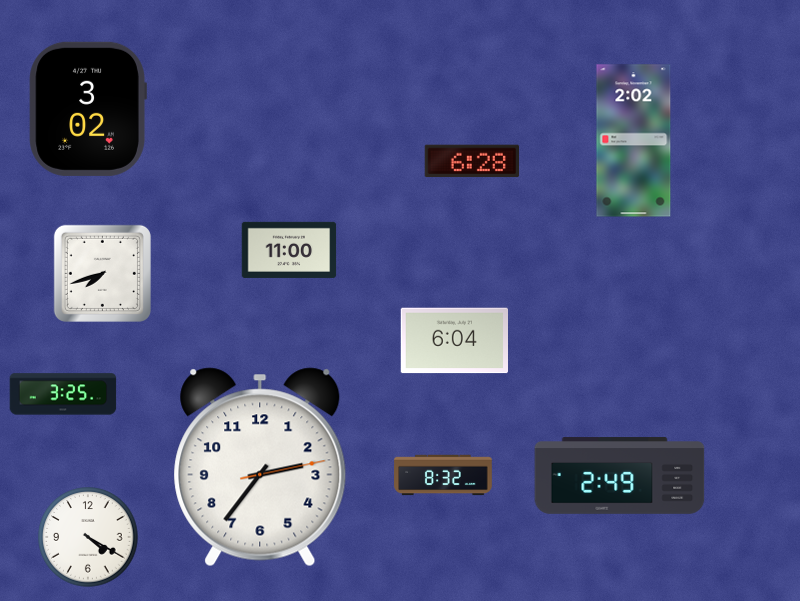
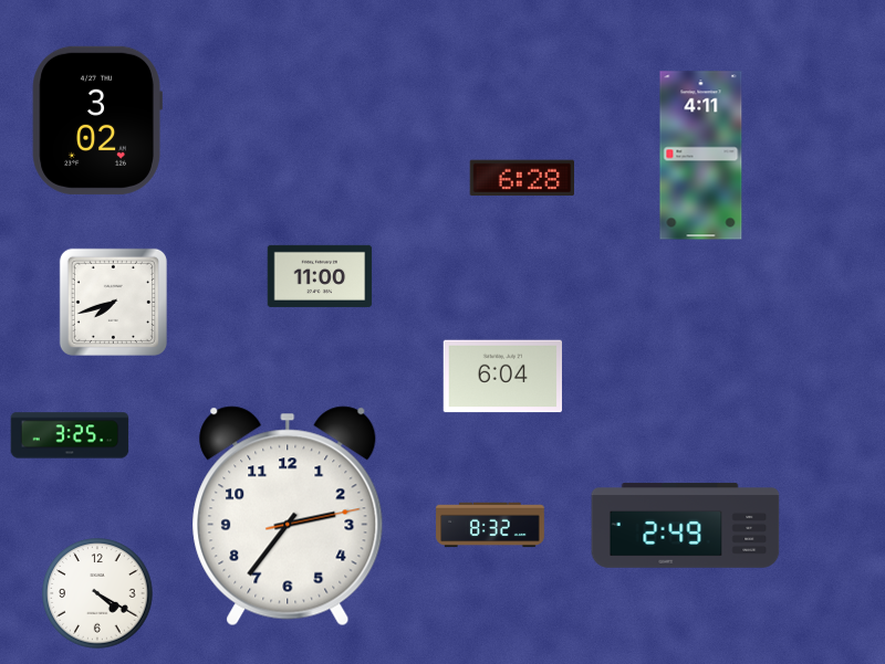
clock at (634, 141): 2:02 -> 4:11
